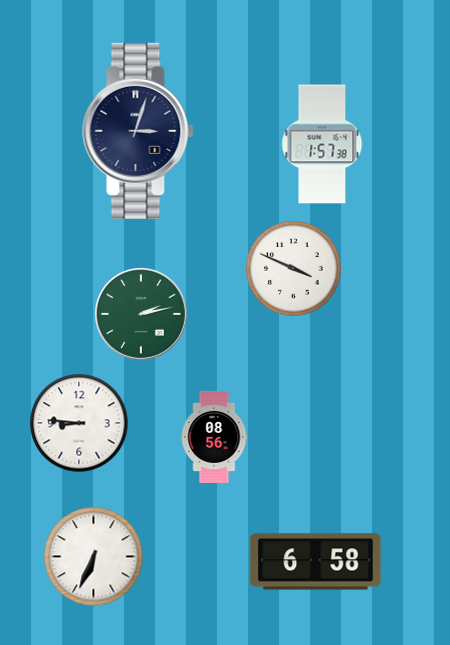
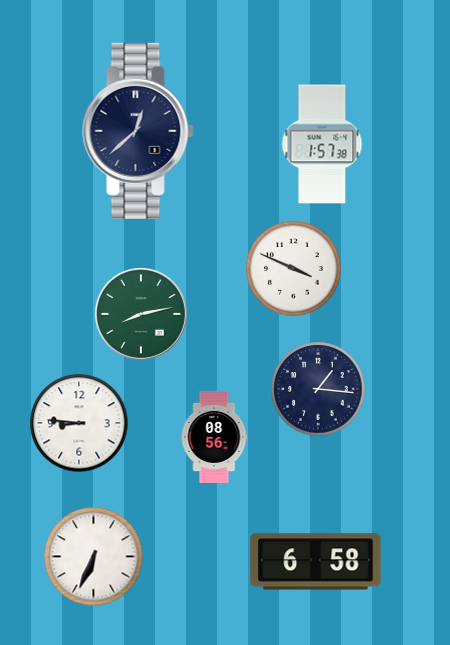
clock at (138, 131): 3:03 -> 12:38
clock at (141, 314): 2:13 -> 8:13
clock at (318, 389): none -> 1:16
